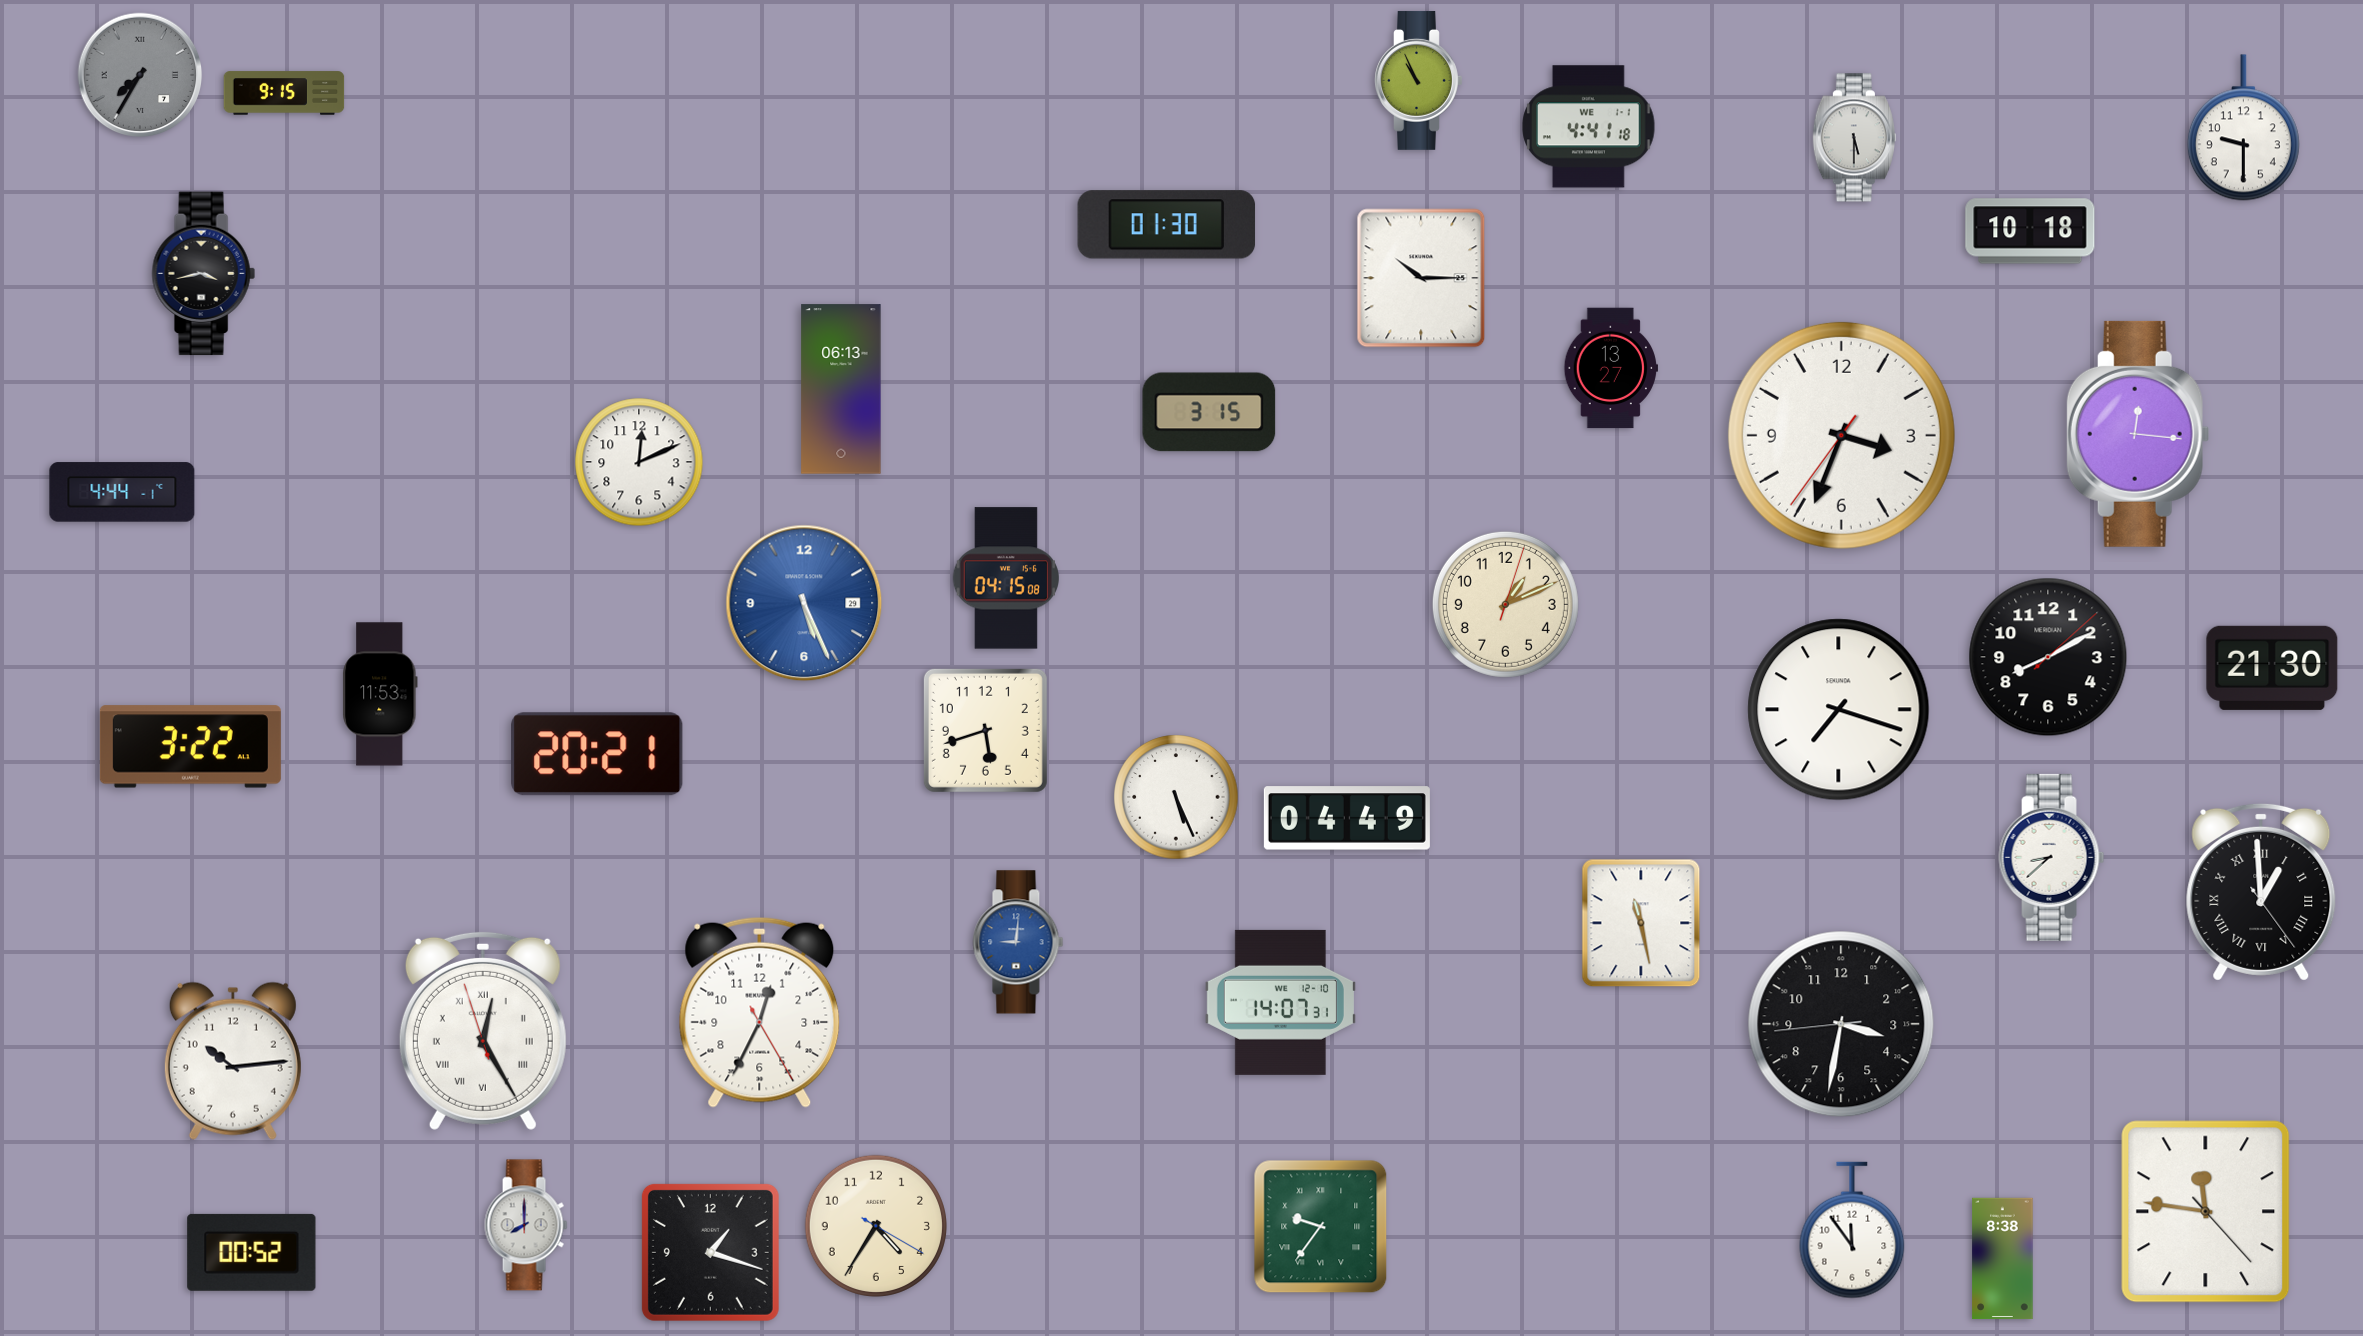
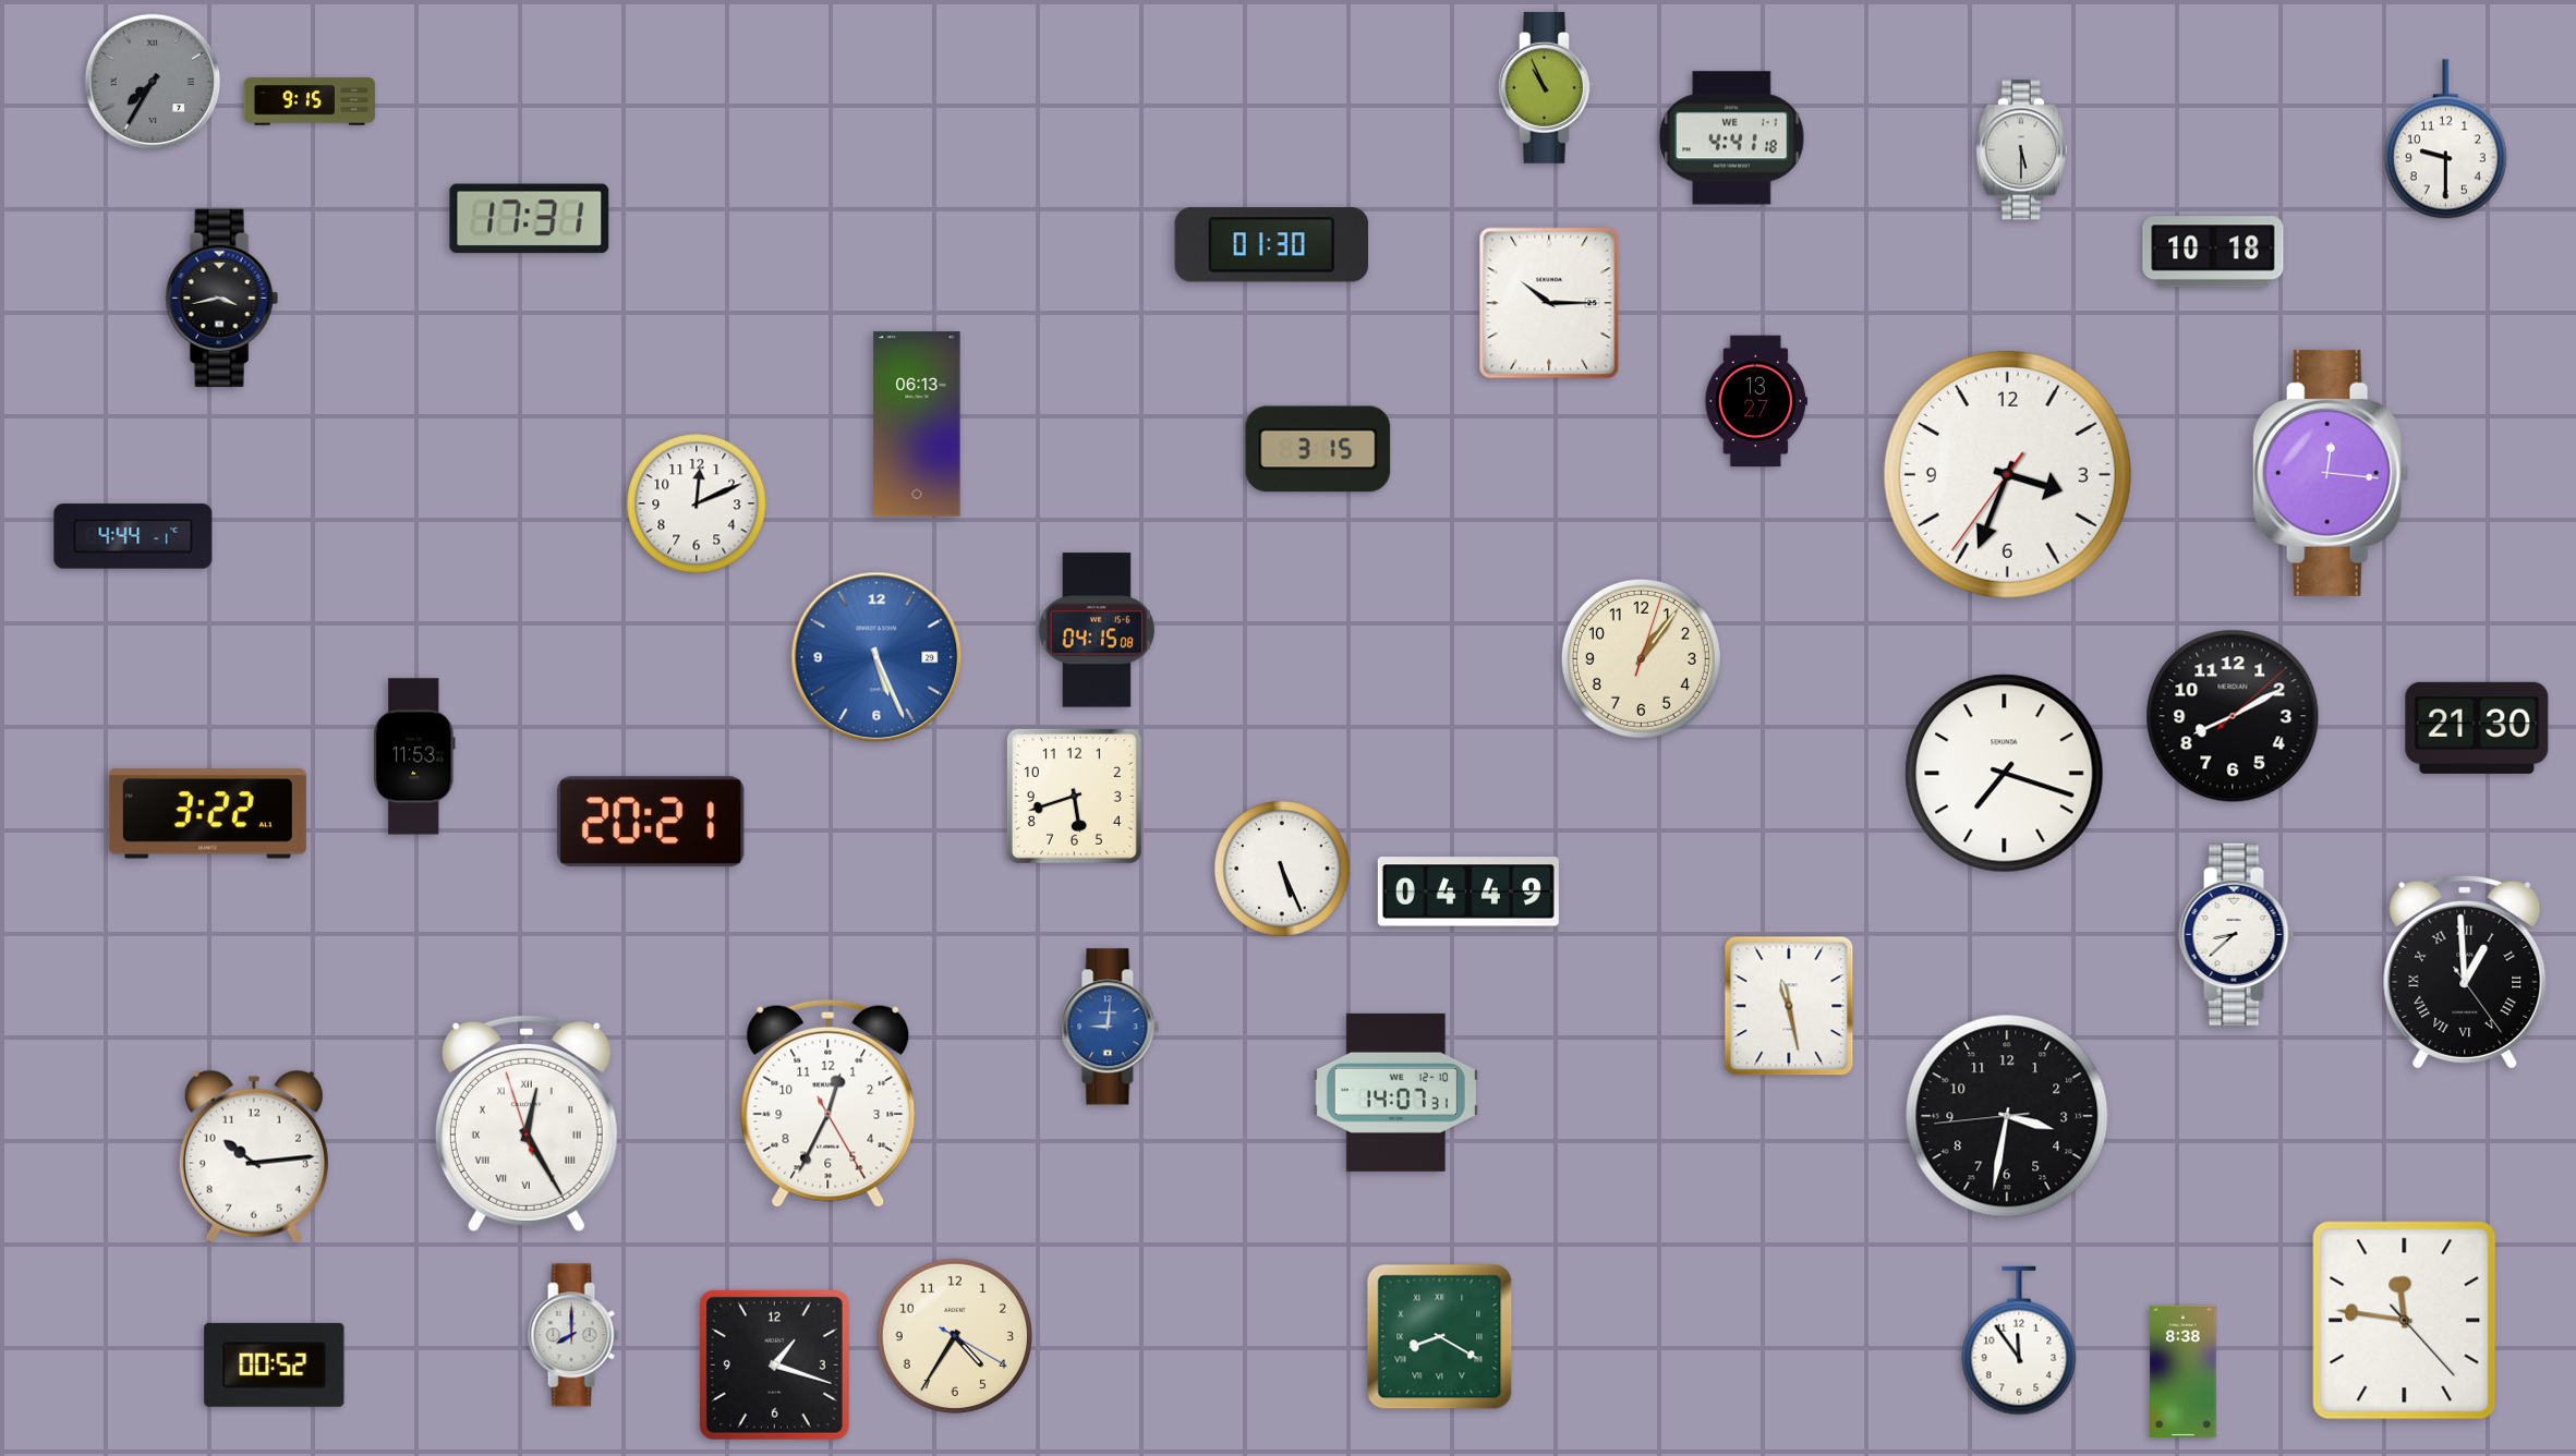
clock at (530, 219): none -> 17:31
clock at (1505, 604): 1:11 -> 1:06
clock at (1321, 1227): 9:36 -> 8:20
